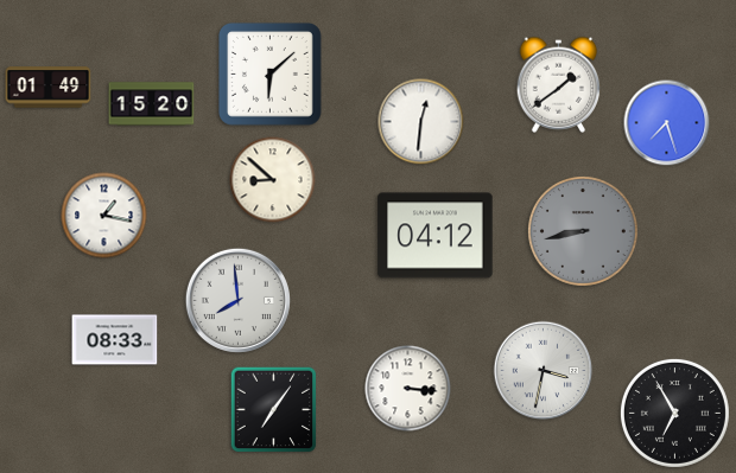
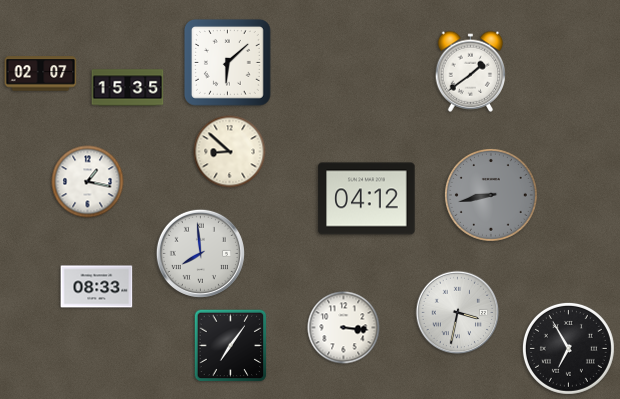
clock at (49, 88): 01:49 -> 02:07
clock at (152, 104): 15:20 -> 15:35
clock at (421, 122): 12:31 -> none
clock at (667, 123): 7:27 -> none
